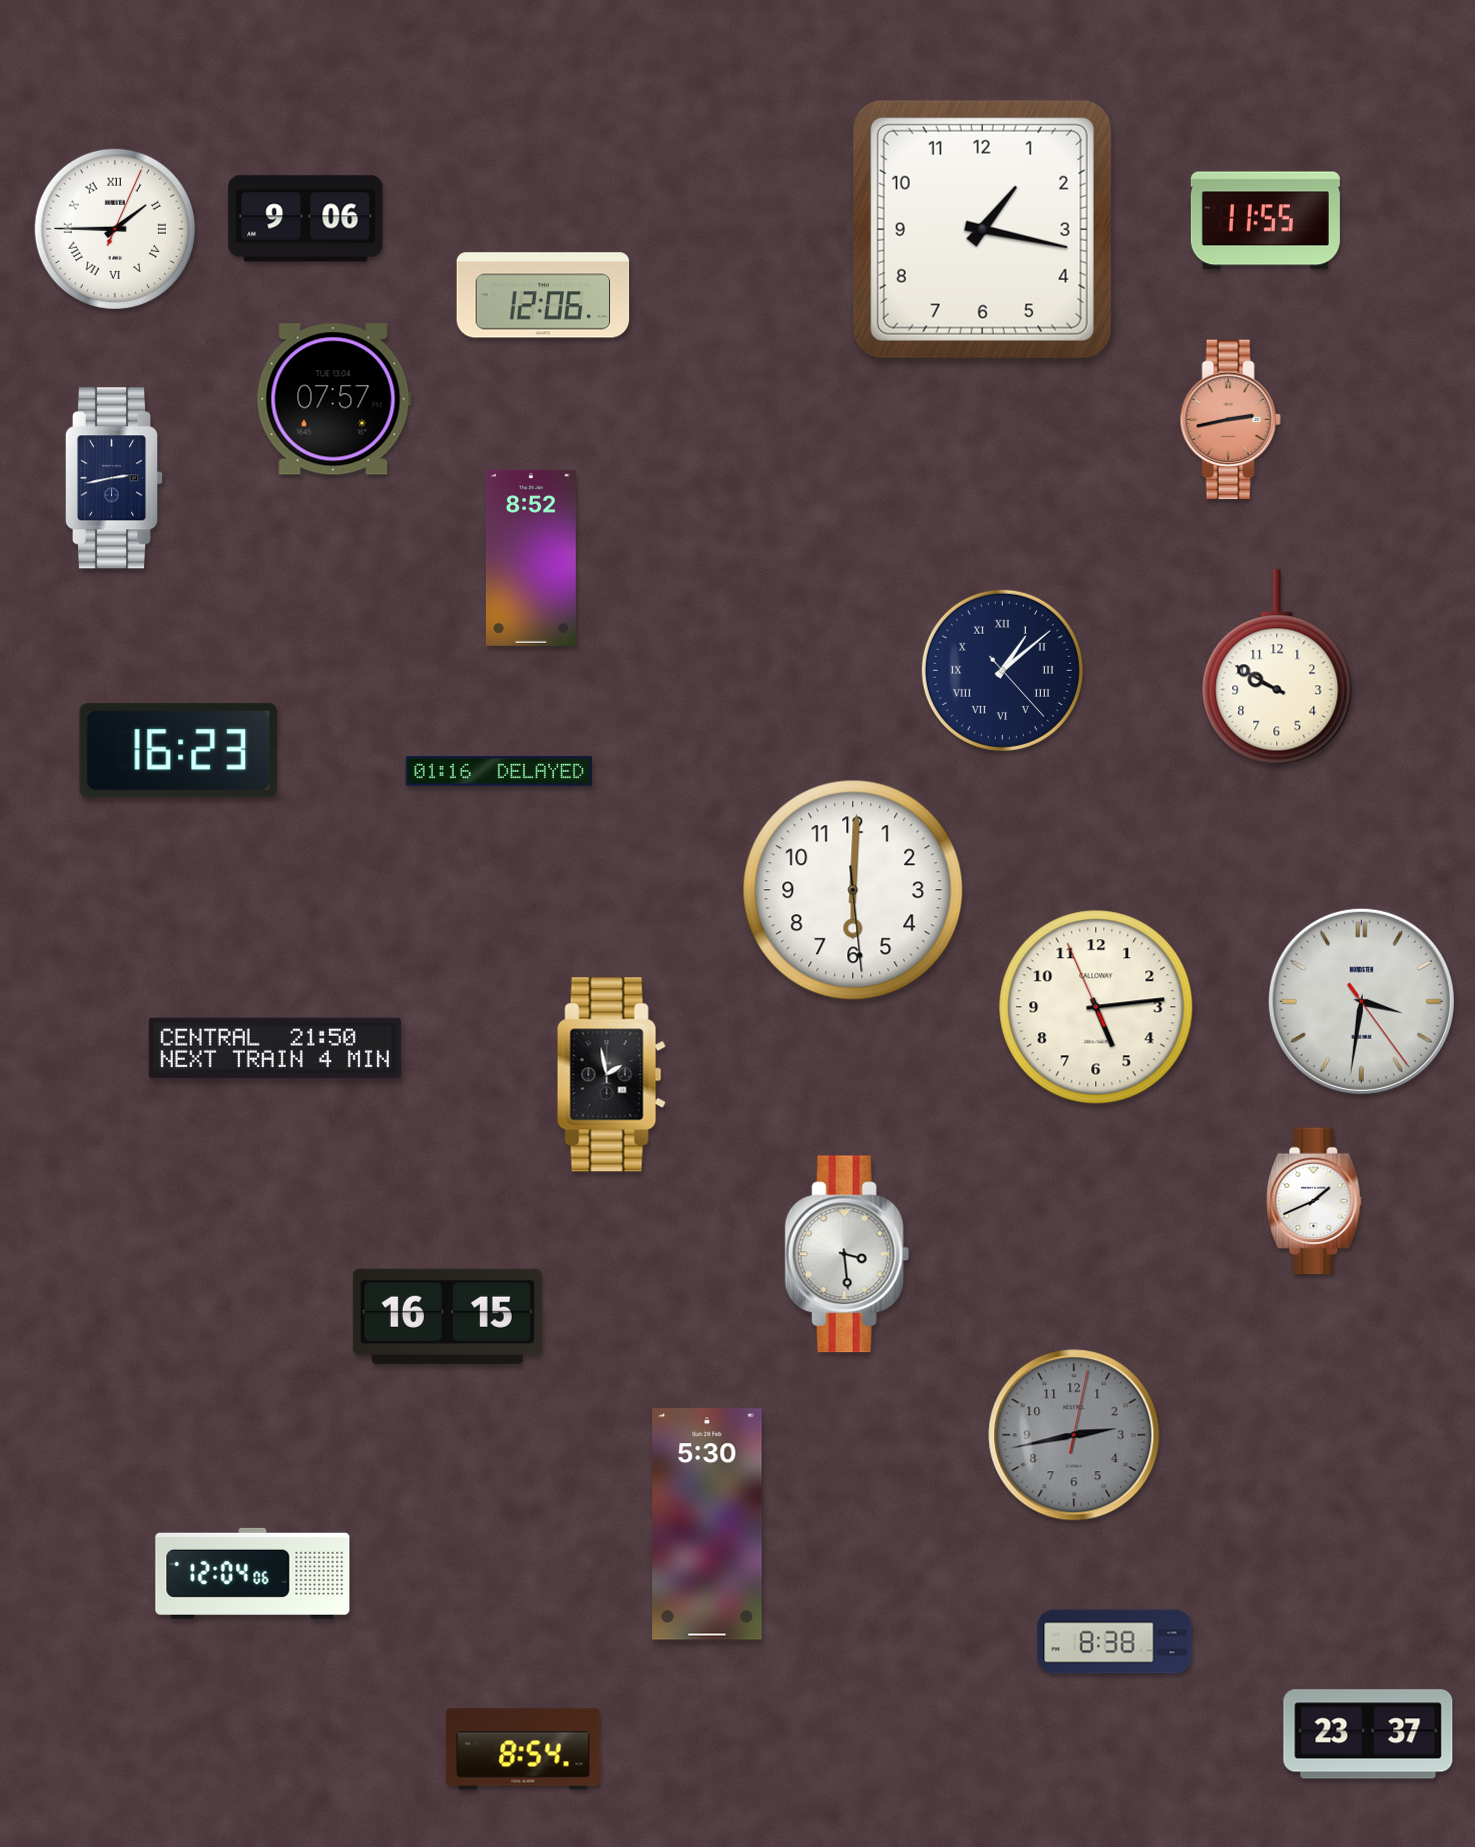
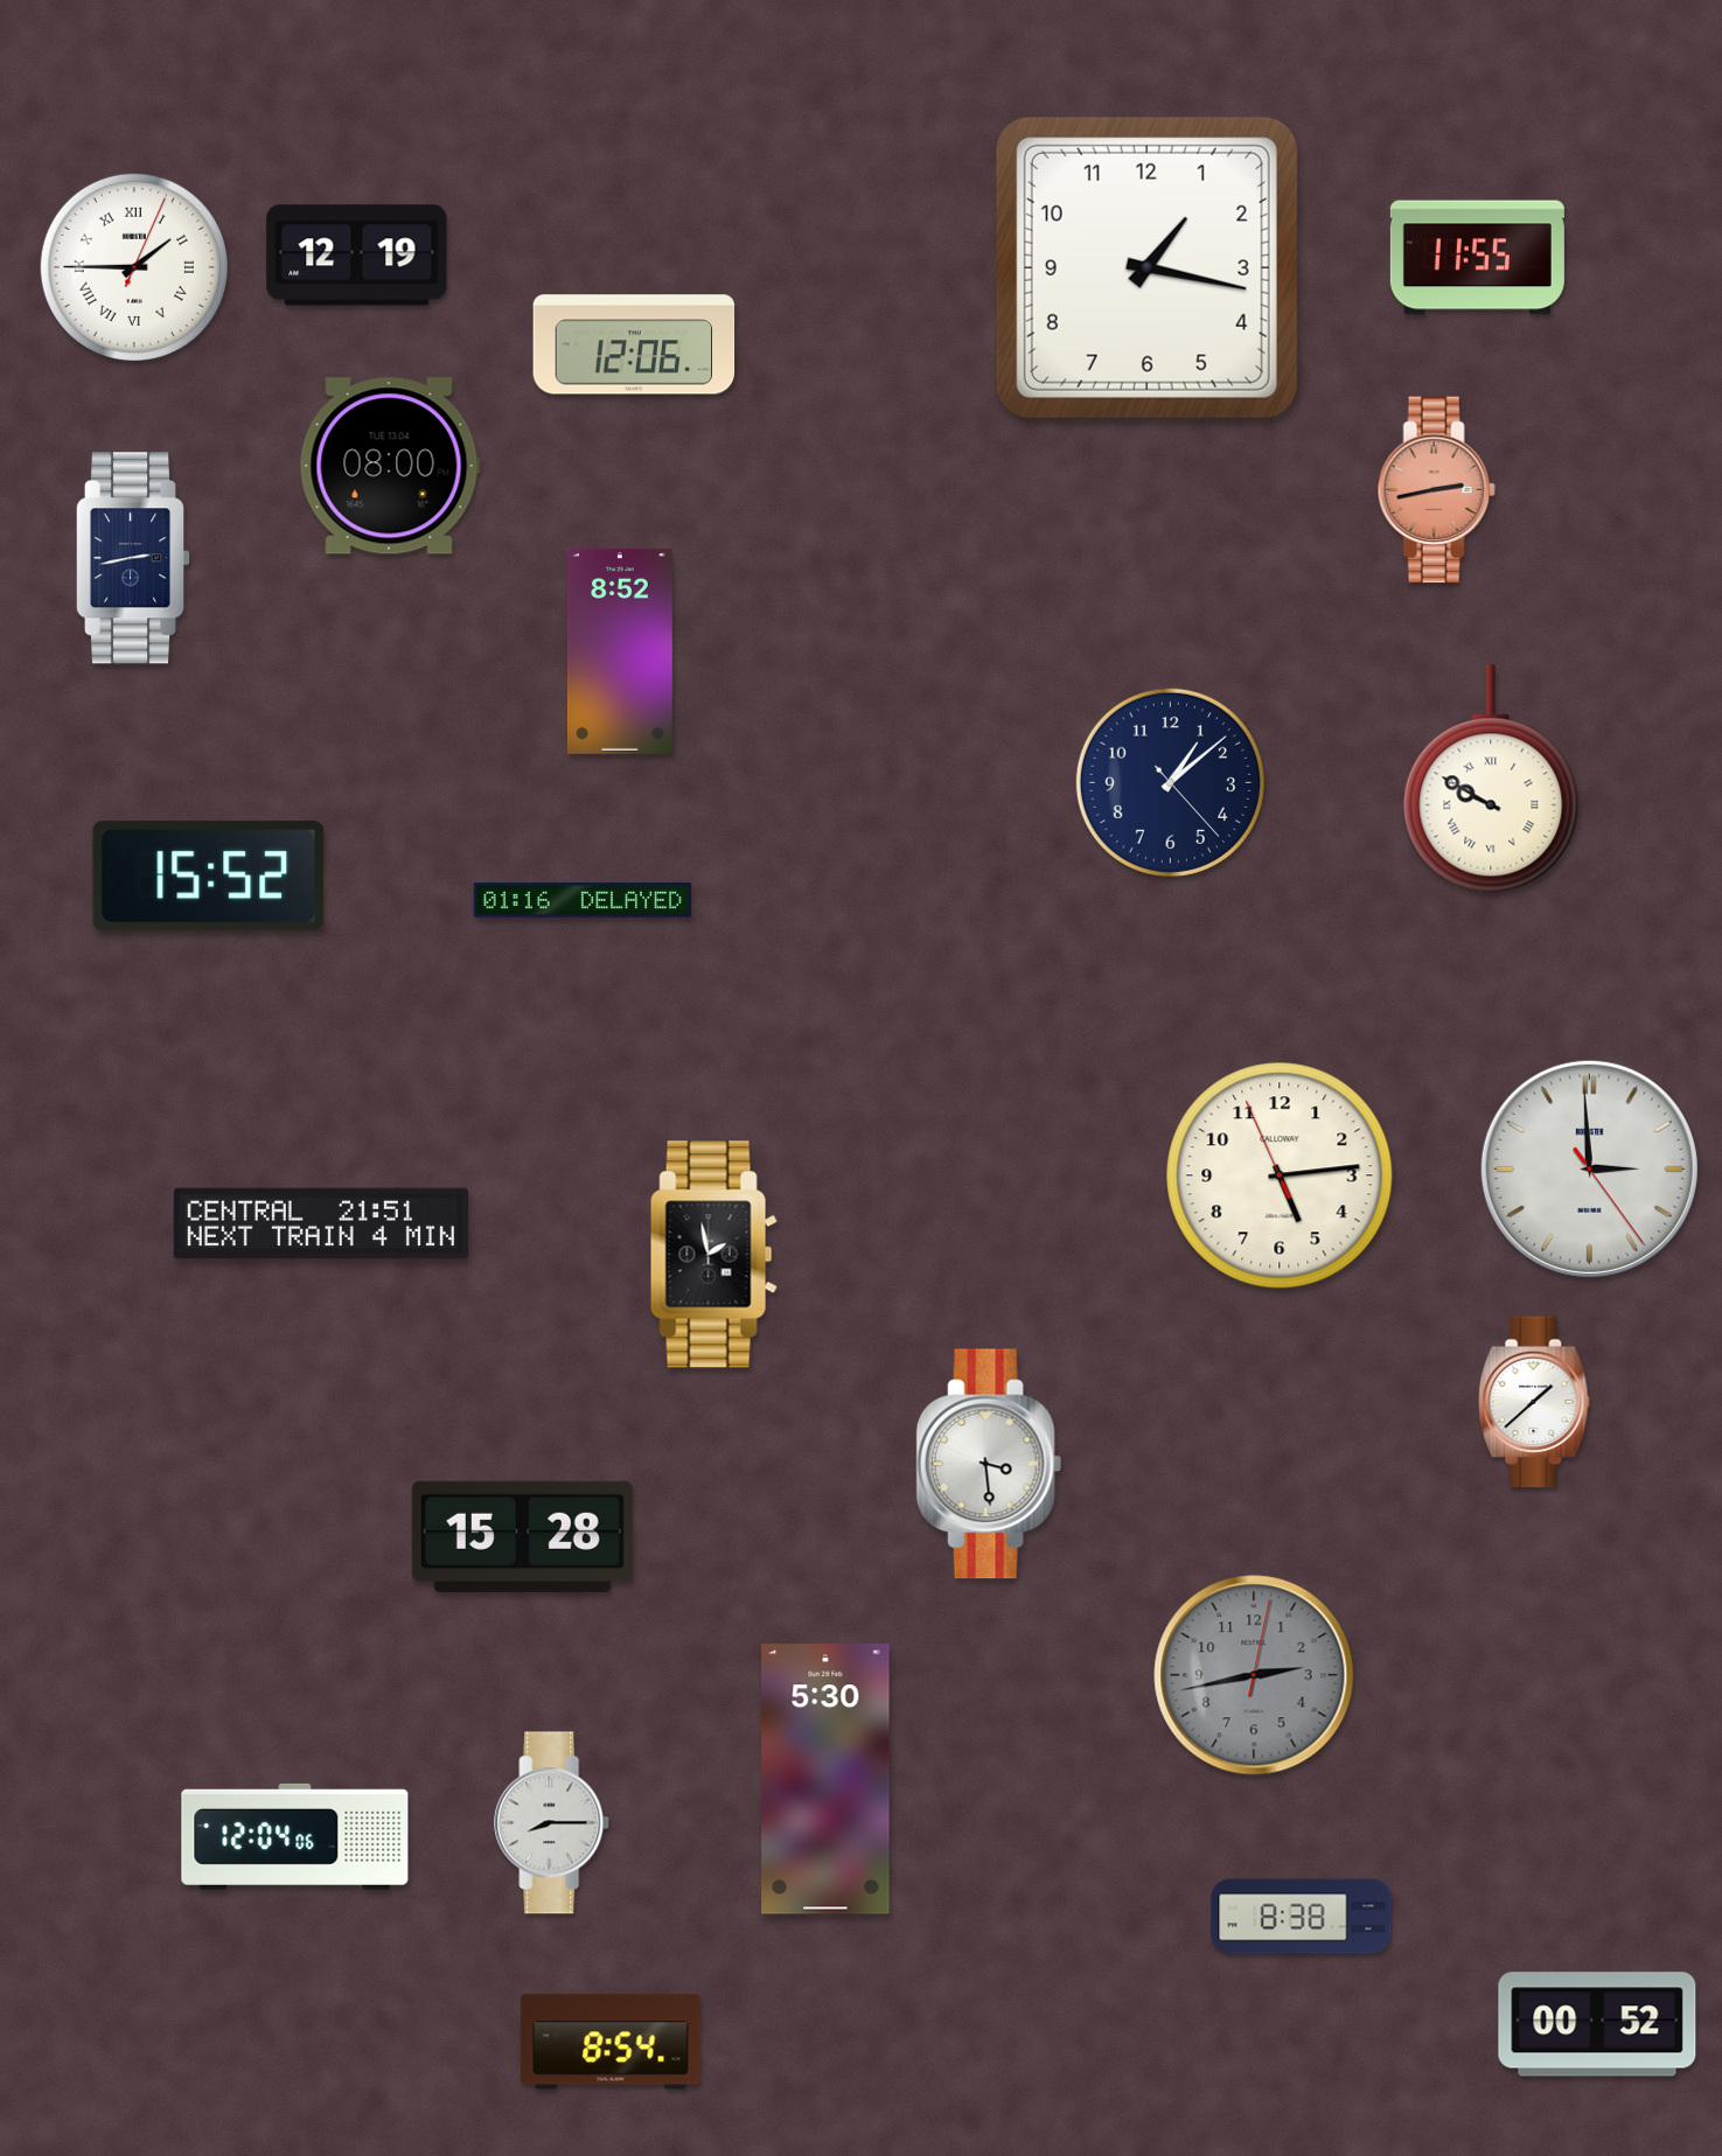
clock at (306, 219): 9:06 -> 12:19
clock at (334, 399): 07:57 -> 08:00
clock at (1277, 667) numerals: Arabic -> Roman
clock at (1002, 670) numerals: Roman -> Arabic
clock at (179, 751): 16:23 -> 15:52
clock at (853, 890): 6:00 -> none
clock at (1361, 1001): 3:31 -> 2:59
clock at (275, 1048): 21:50 -> 21:51
clock at (1314, 1201): 1:41 -> 1:38
clock at (447, 1316): 16:15 -> 15:28
clock at (552, 1823): none -> 8:15
clock at (1368, 1734): 23:37 -> 00:52
